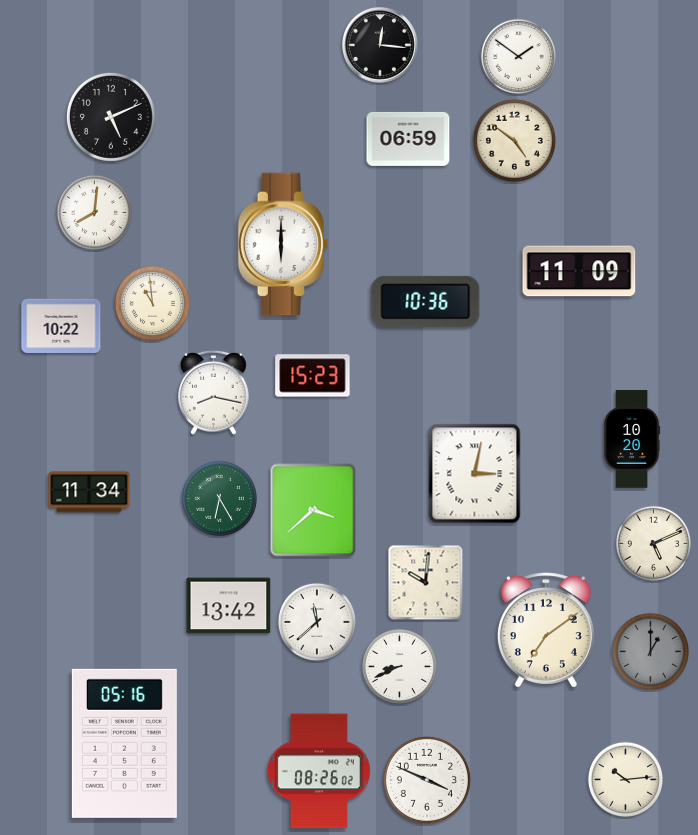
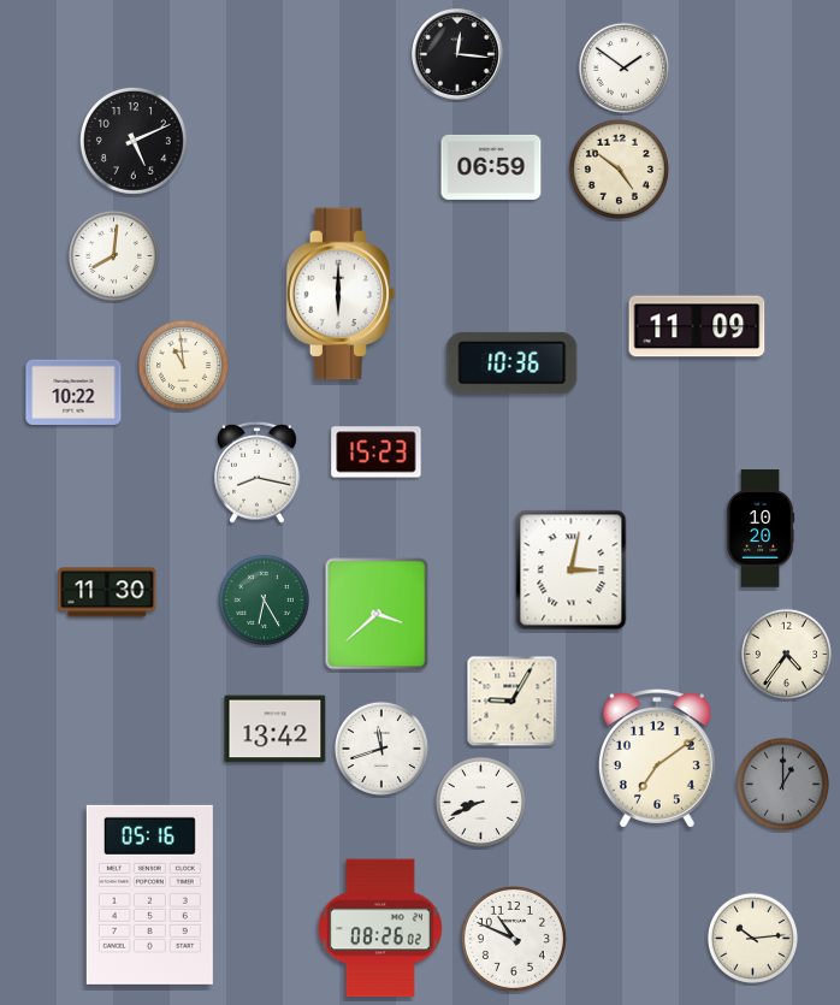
clock at (89, 492): 11:34 -> 11:30
clock at (653, 543): 5:11 -> 4:36
clock at (426, 583): 10:01 -> 9:05
clock at (317, 622): 11:38 -> 11:42
clock at (319, 771) position: (319, 771) -> (380, 928)
clock at (427, 780): 3:49 -> 10:49
